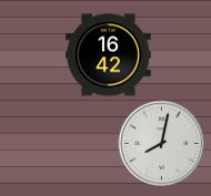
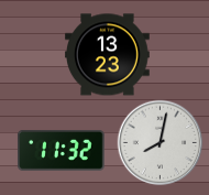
clock at (109, 55): 16:42 -> 13:23
clock at (62, 151): none -> 11:32
